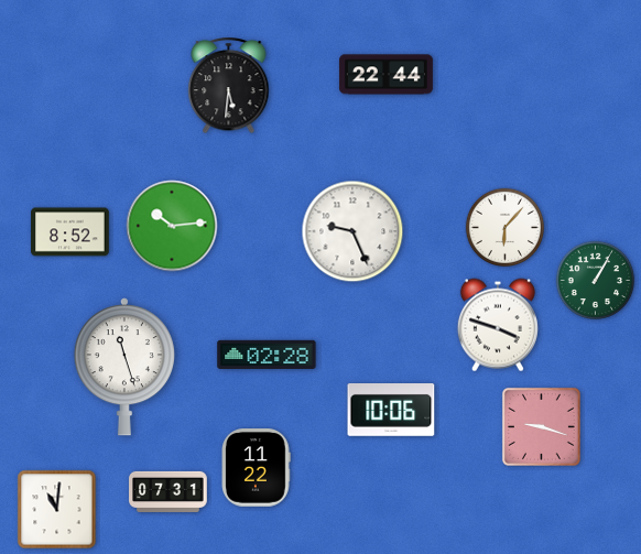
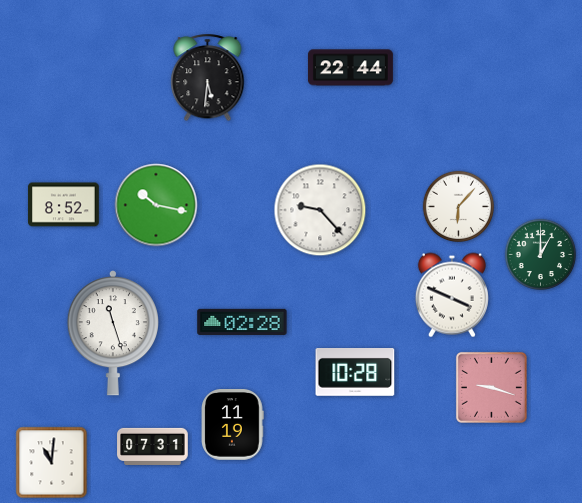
clock at (172, 226): 10:14 -> 10:17
clock at (352, 231): 9:26 -> 9:23
clock at (70, 232) position: (70, 232) -> (64, 205)
clock at (595, 280): 1:05 -> 1:00
clock at (498, 325): 3:48 -> 3:49
clock at (391, 411): 10:06 -> 10:28
clock at (256, 468): 11:22 -> 11:19
